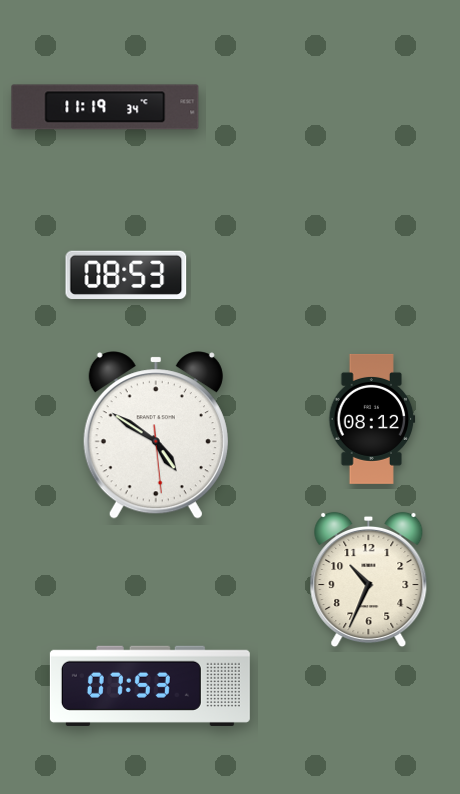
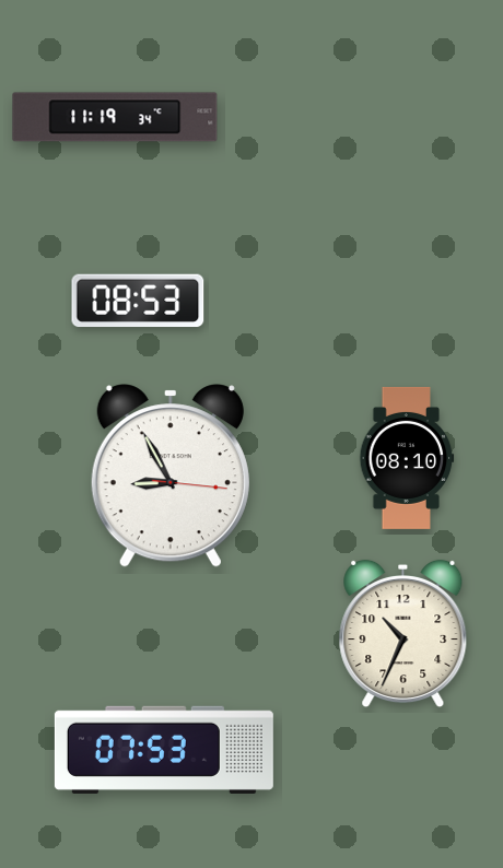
clock at (372, 419): 08:12 -> 08:10
clock at (156, 435): 4:50 -> 8:55
